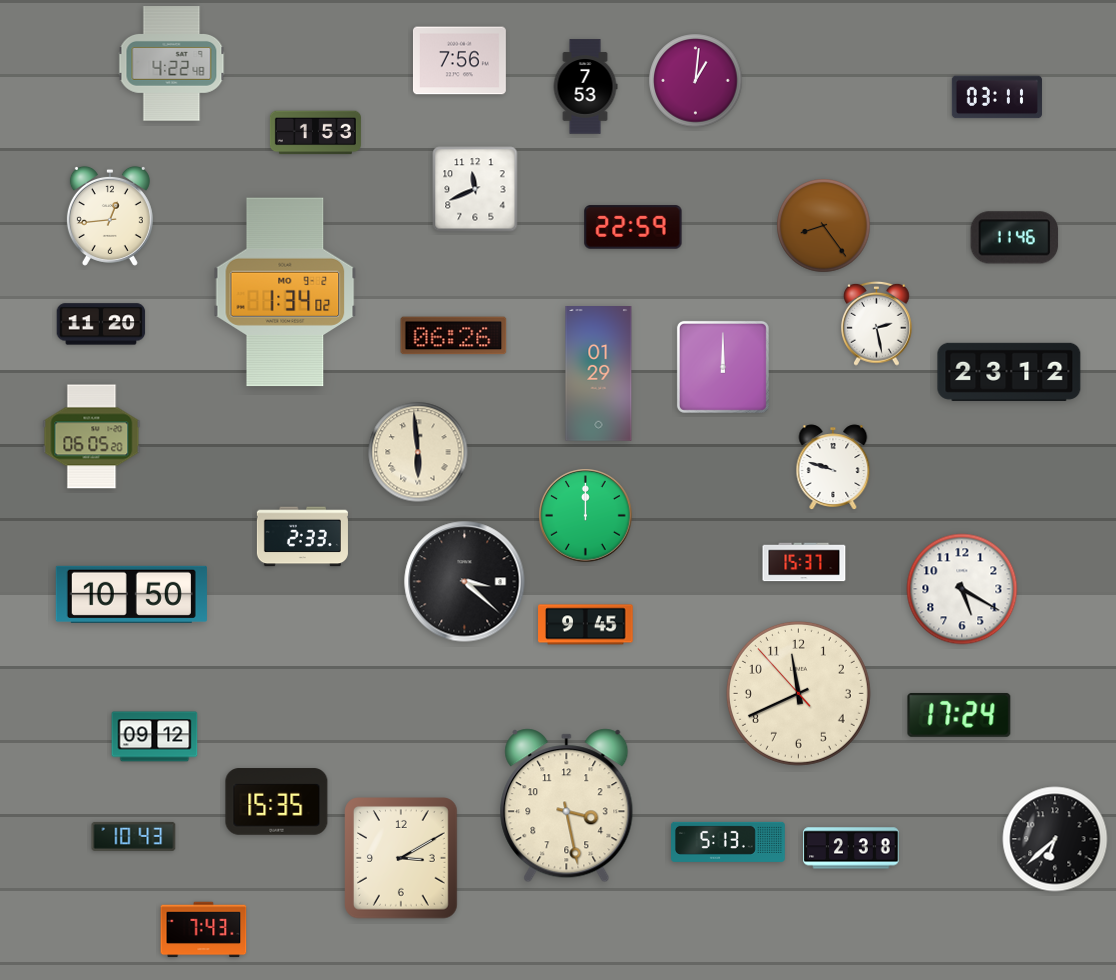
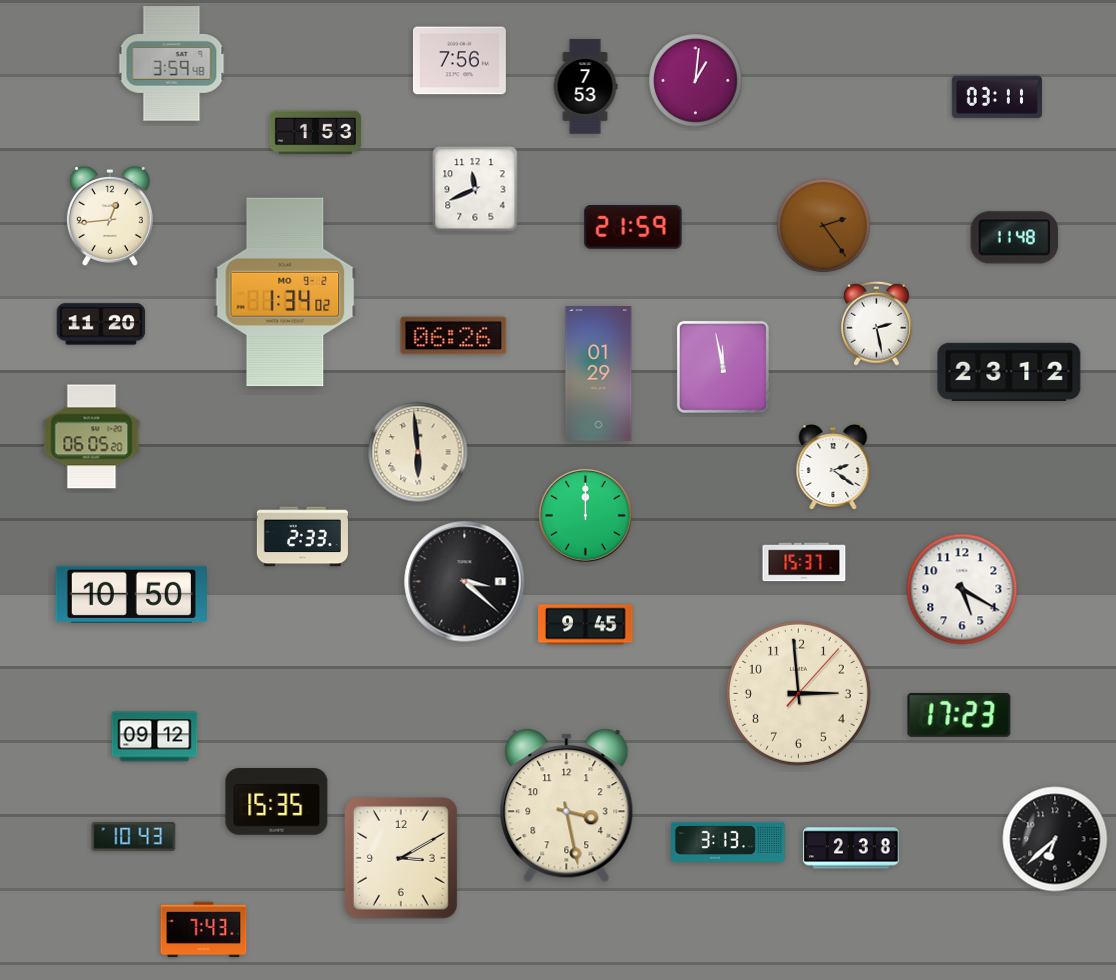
clock at (172, 64): 4:22 -> 3:59
clock at (824, 226): 8:24 -> 2:24
clock at (633, 227): 22:59 -> 21:59
clock at (1015, 238): 11:46 -> 11:48
clock at (723, 367): 12:00 -> 11:58
clock at (833, 467): 9:48 -> 2:21
clock at (798, 693): 11:40 -> 2:59
clock at (959, 715): 17:24 -> 17:23
clock at (729, 842): 5:13 -> 3:13
